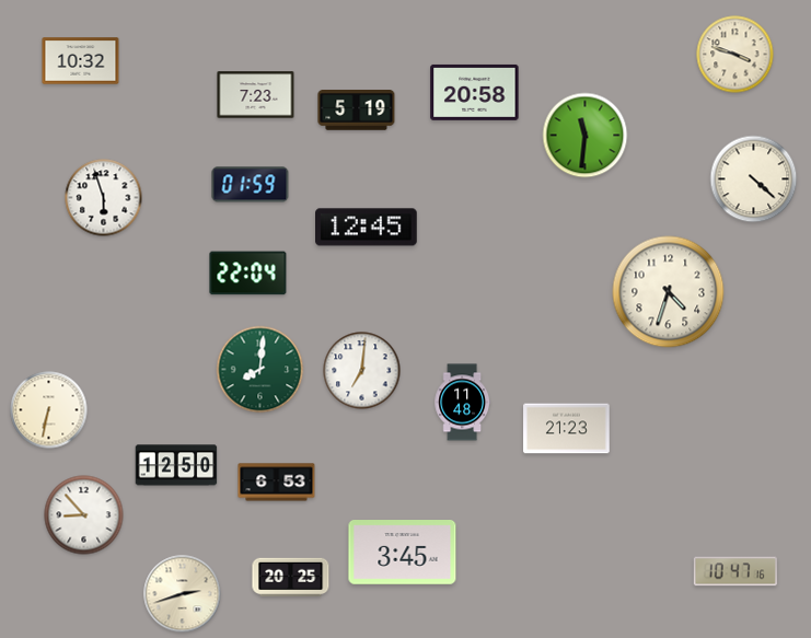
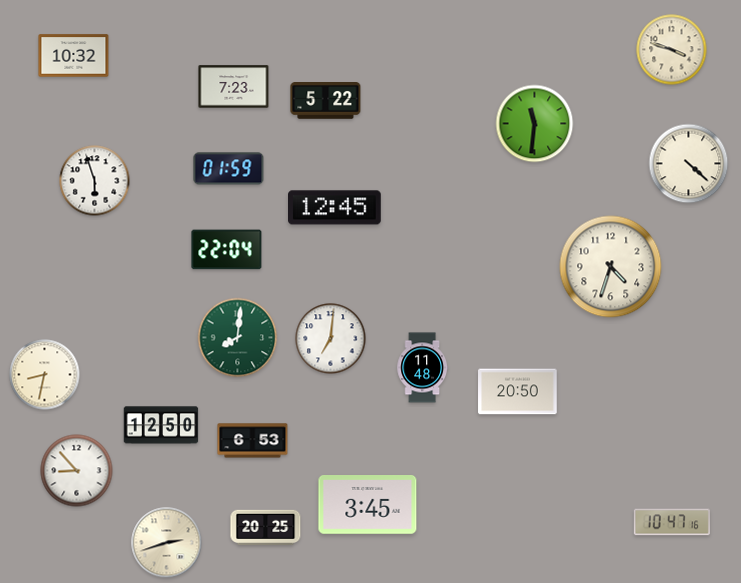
clock at (475, 92): 20:58 -> none
clock at (357, 111): 5:19 -> 5:22
clock at (49, 410): 6:32 -> 8:32
clock at (567, 429): 21:23 -> 20:50
